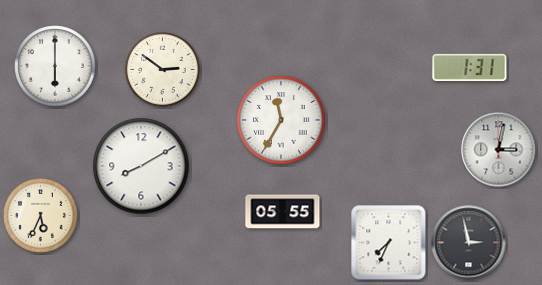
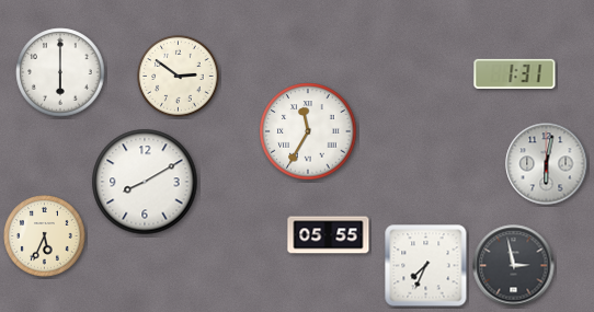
clock at (499, 150): 3:02 -> 6:02
clock at (141, 166) position: (141, 166) -> (145, 182)
clock at (283, 212) position: (283, 212) -> (329, 235)
